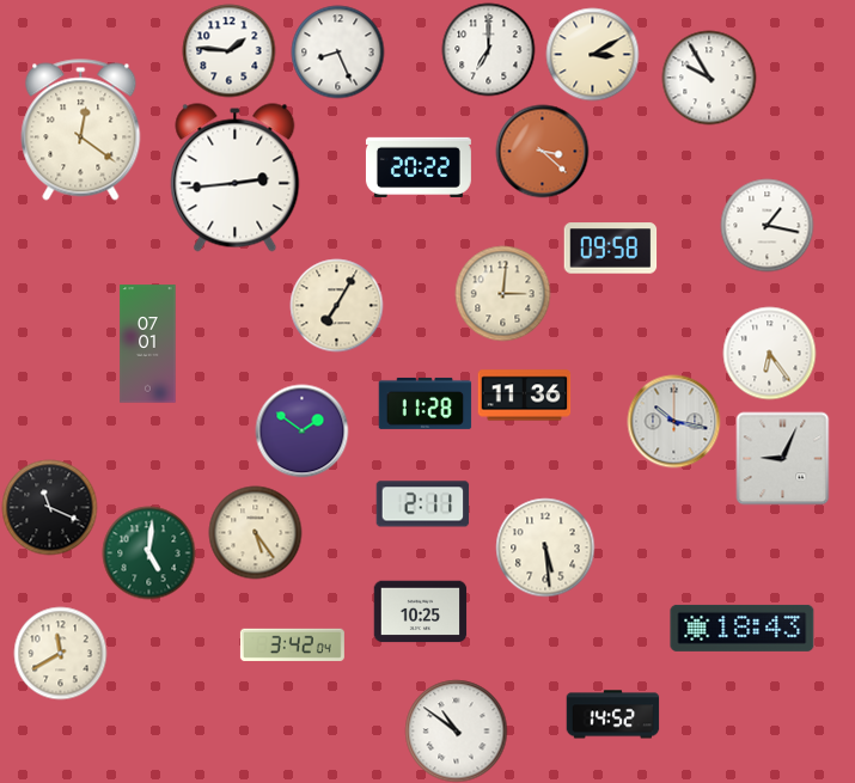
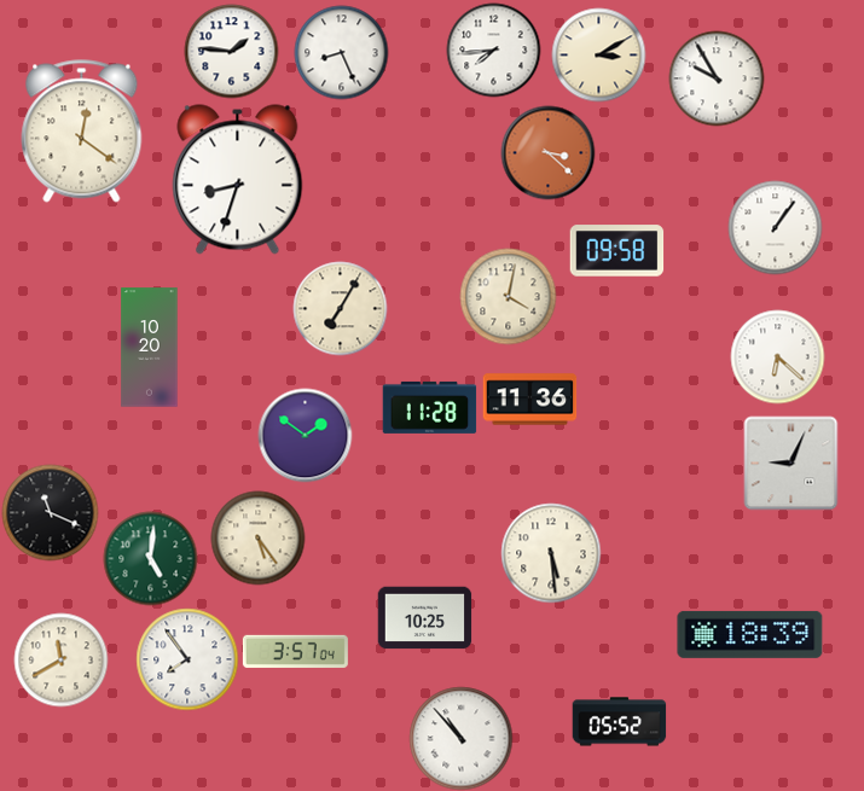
clock at (488, 49): 7:00 -> 7:44
clock at (419, 167): 20:22 -> none
clock at (236, 178): 2:44 -> 8:33
clock at (767, 225): 1:17 -> 1:06
clock at (502, 293): 3:01 -> 4:02
clock at (148, 344): 07:01 -> 10:20
clock at (769, 353): 6:24 -> 6:22
clock at (673, 421): 10:17 -> none
clock at (422, 504): 2:11 -> none
clock at (743, 628): 18:43 -> 18:39
clock at (292, 644): 3:42 -> 3:57
clock at (187, 659): none -> 7:54
clock at (612, 715): 14:52 -> 05:52
clock at (456, 730): 10:51 -> 10:53
